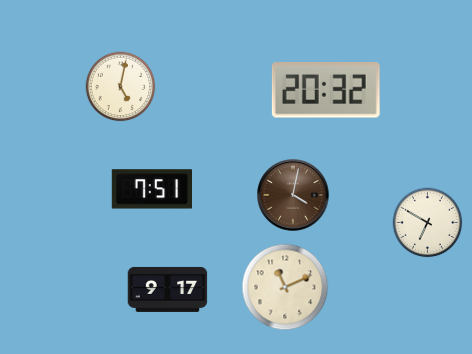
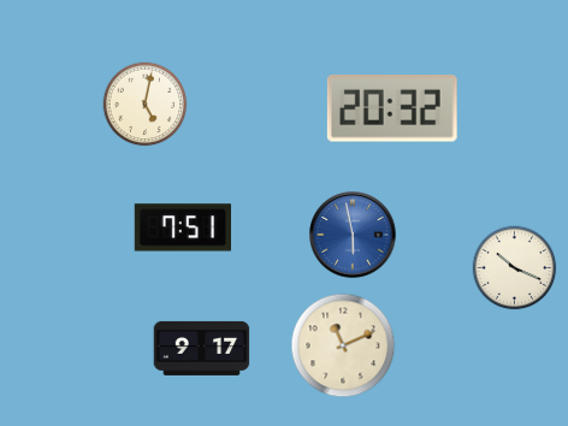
clock at (293, 195): 4:02 -> 5:58
clock at (293, 195) dial: brown -> blue
clock at (428, 223): 6:50 -> 10:19
